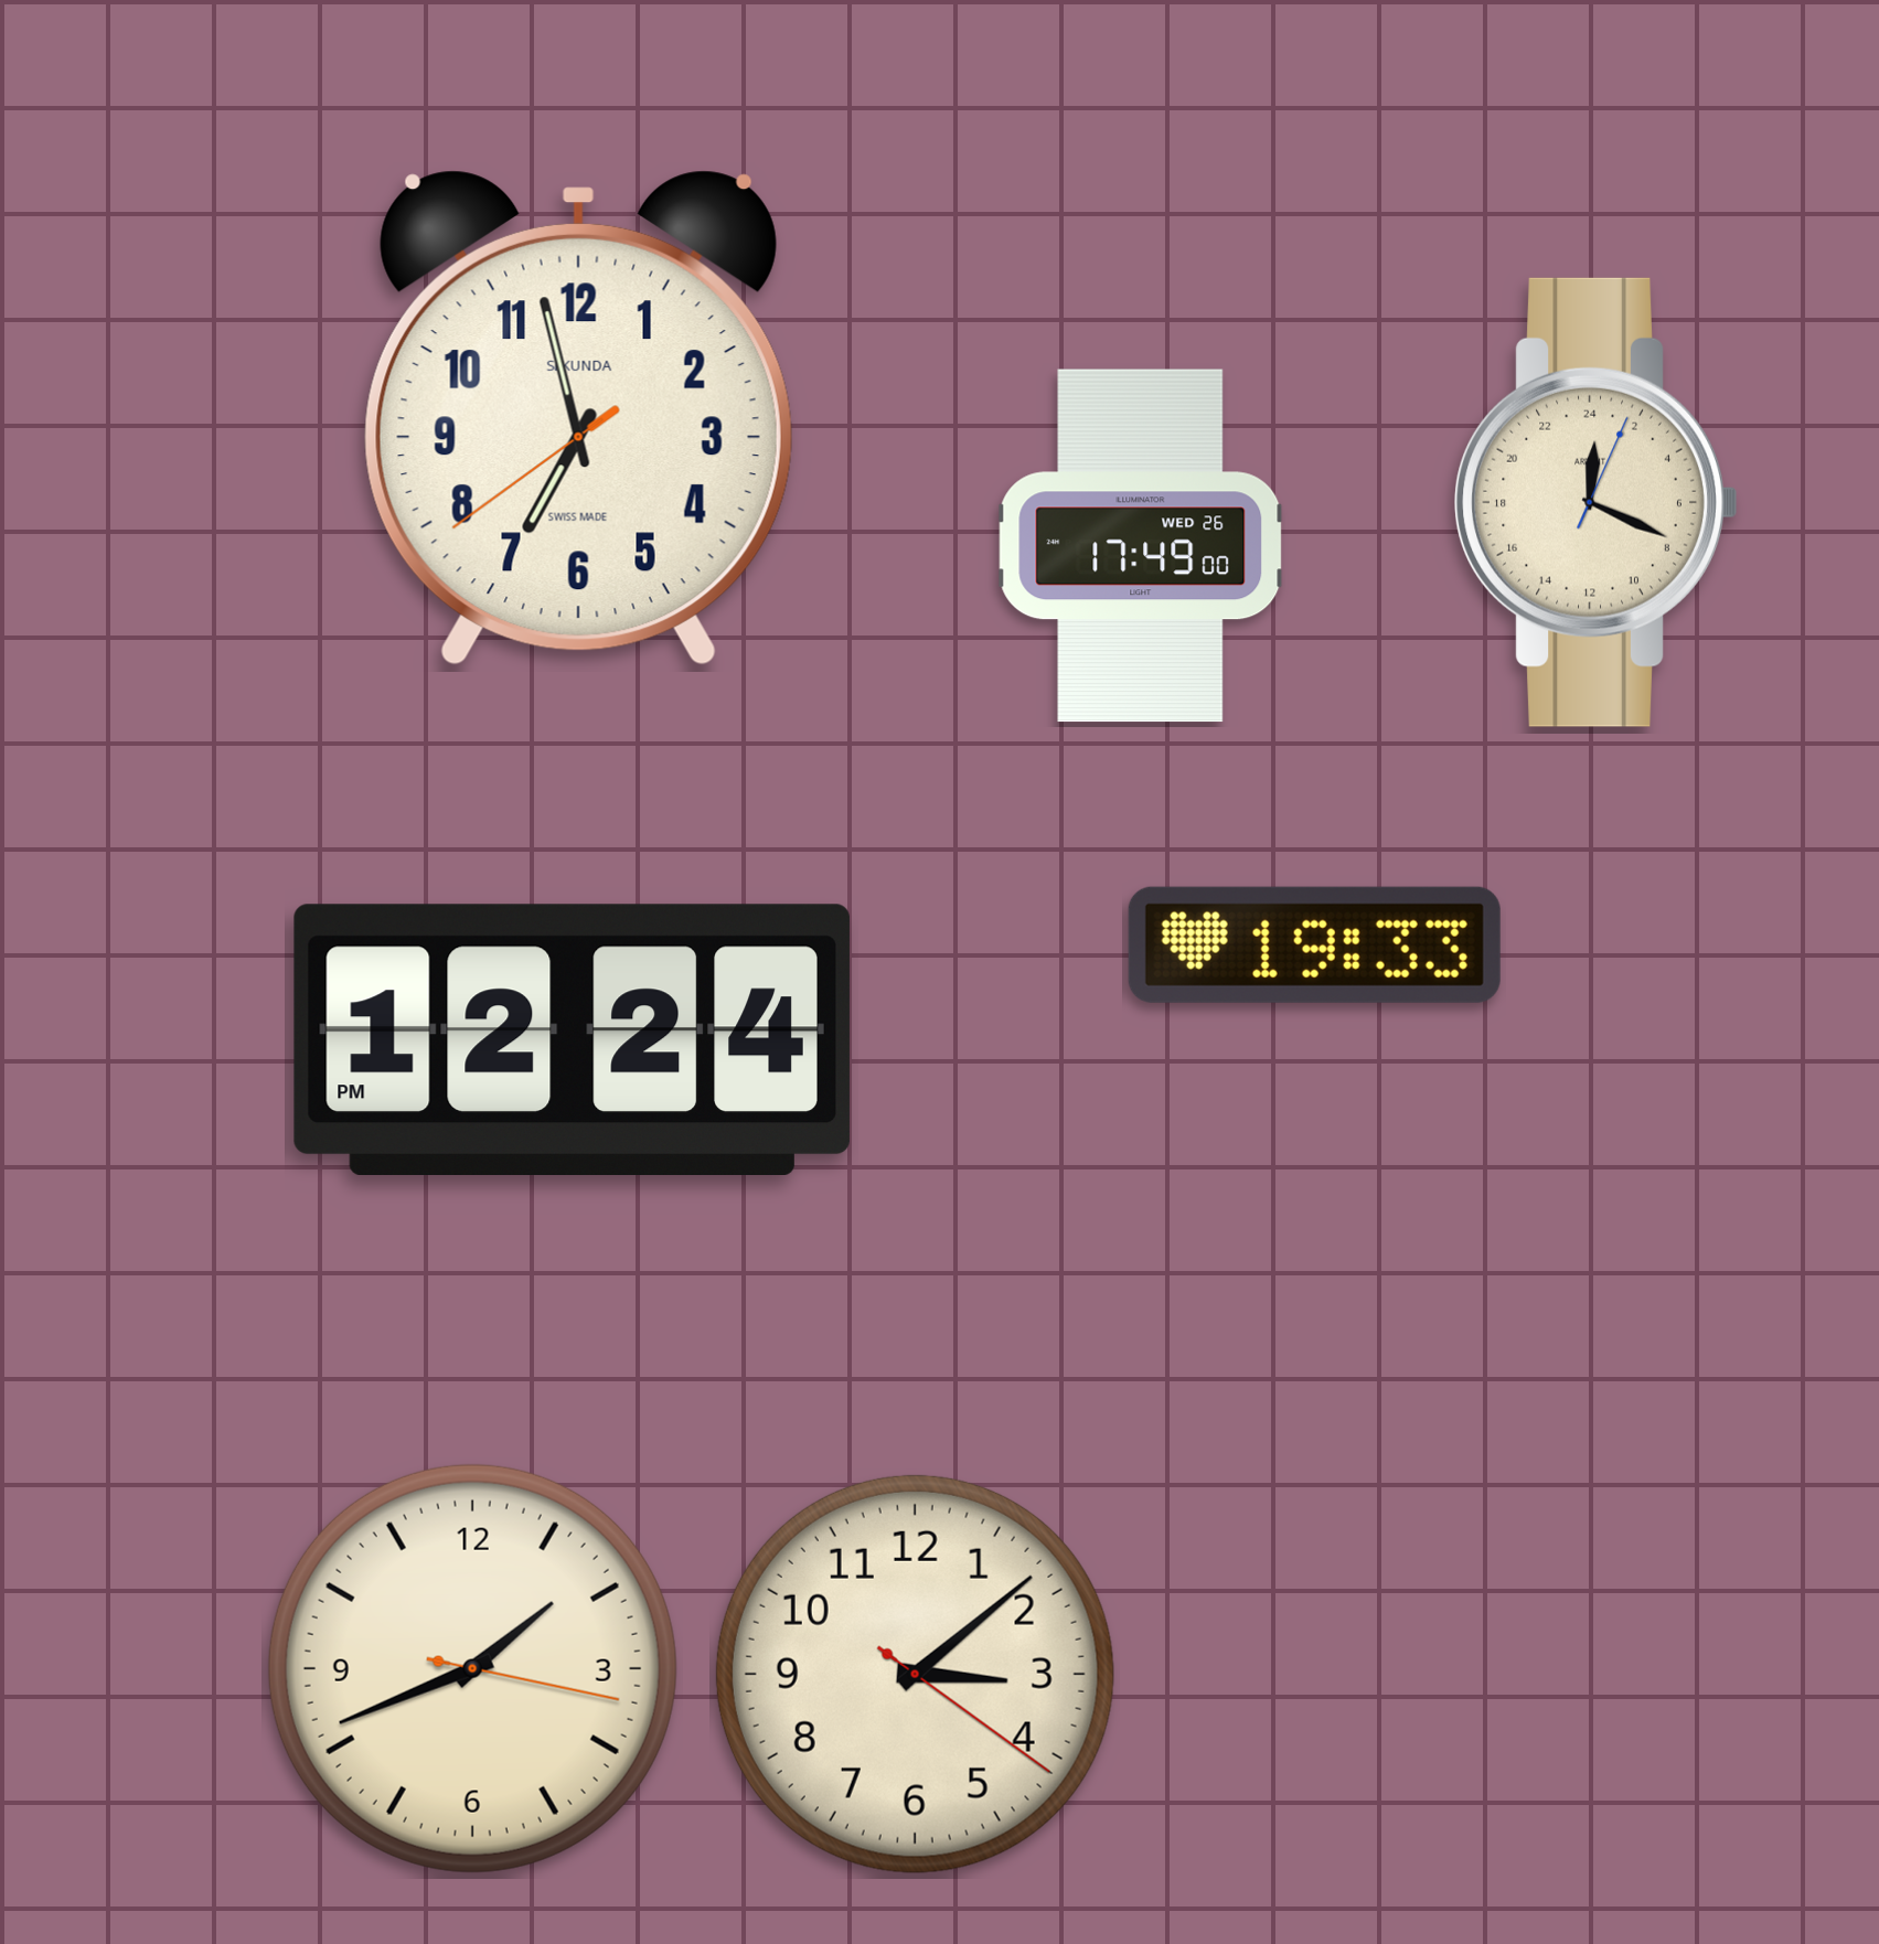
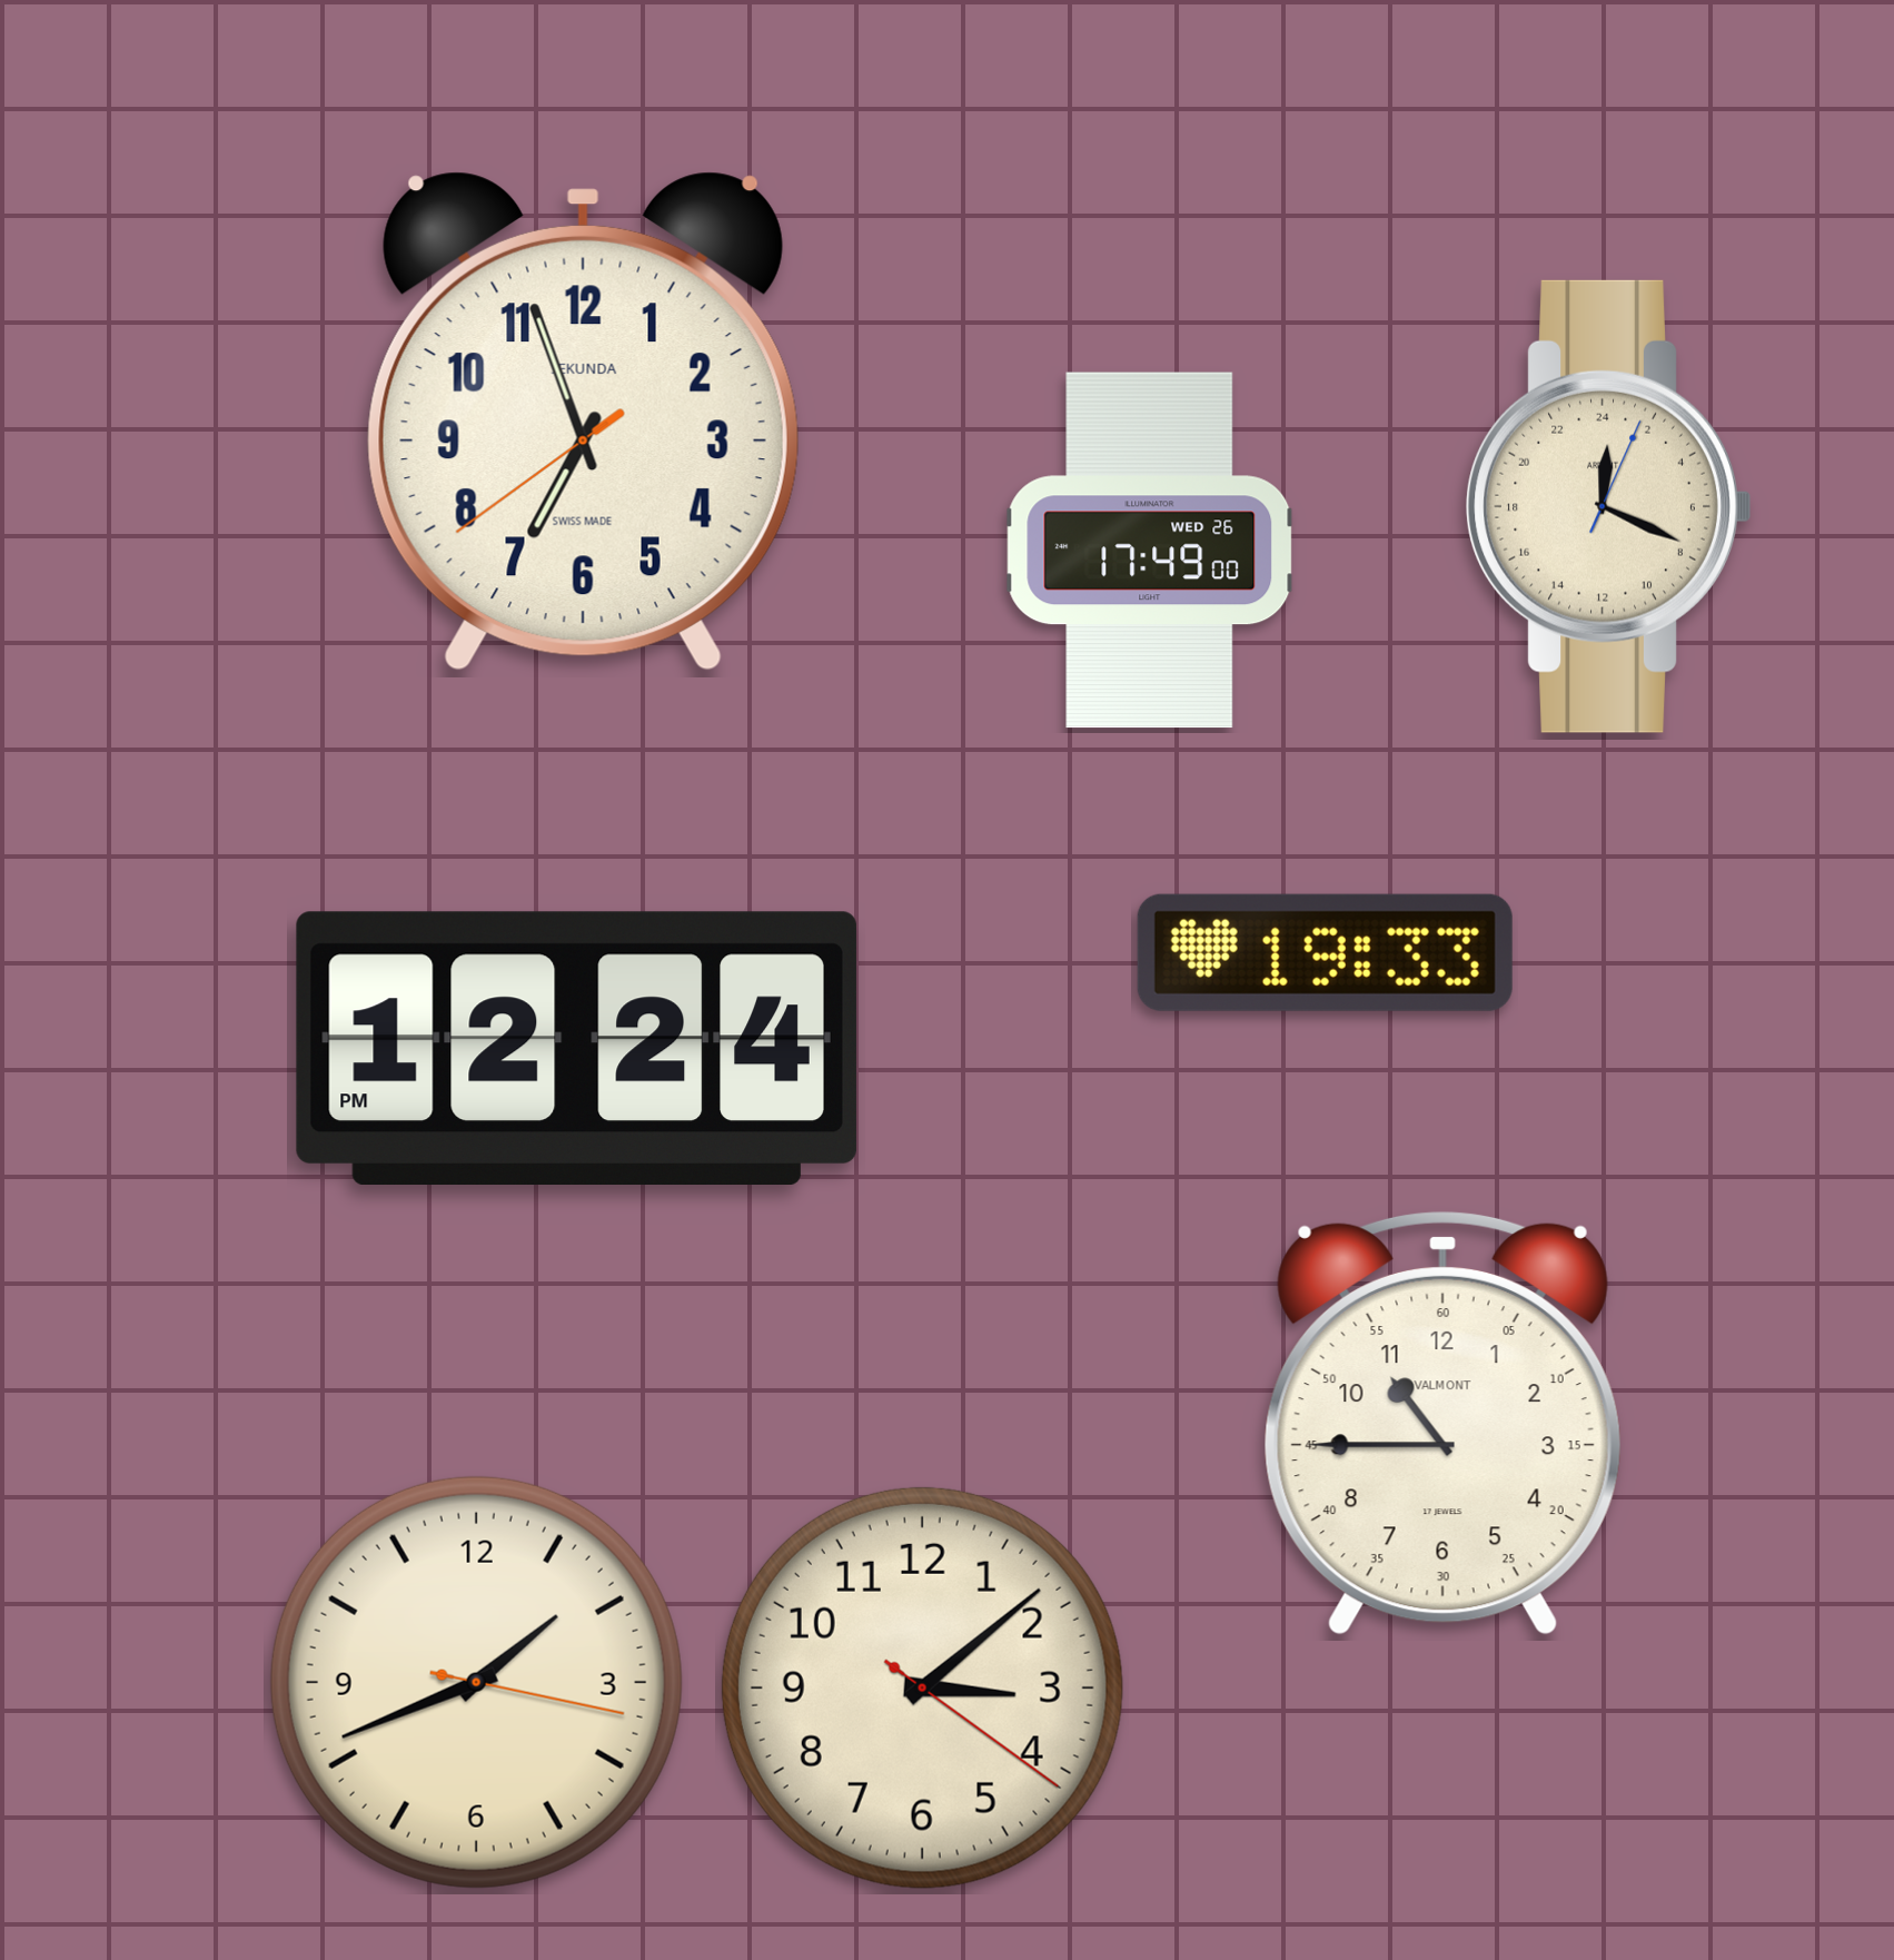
clock at (578, 418): 6:57 -> 6:56
clock at (1442, 1423): none -> 10:45
